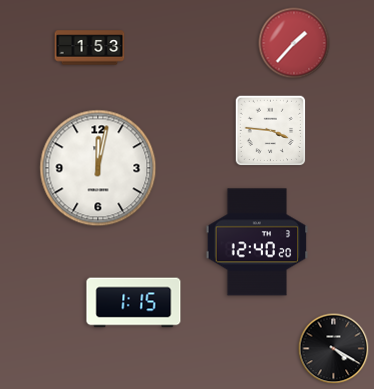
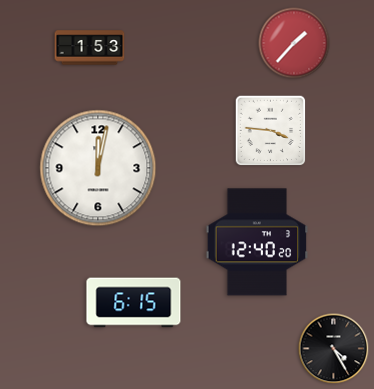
clock at (134, 303): 1:15 -> 6:15
clock at (334, 349): 4:20 -> 4:25
